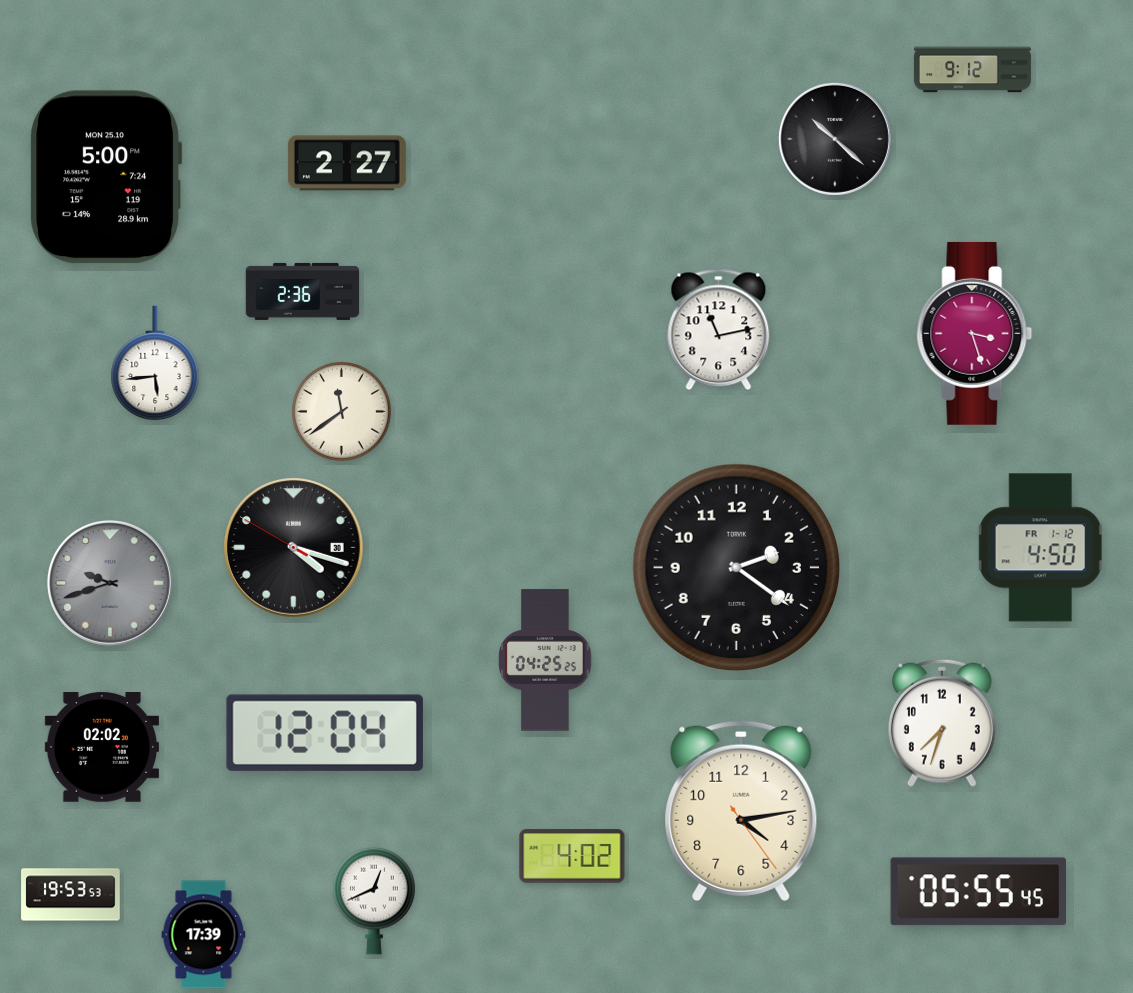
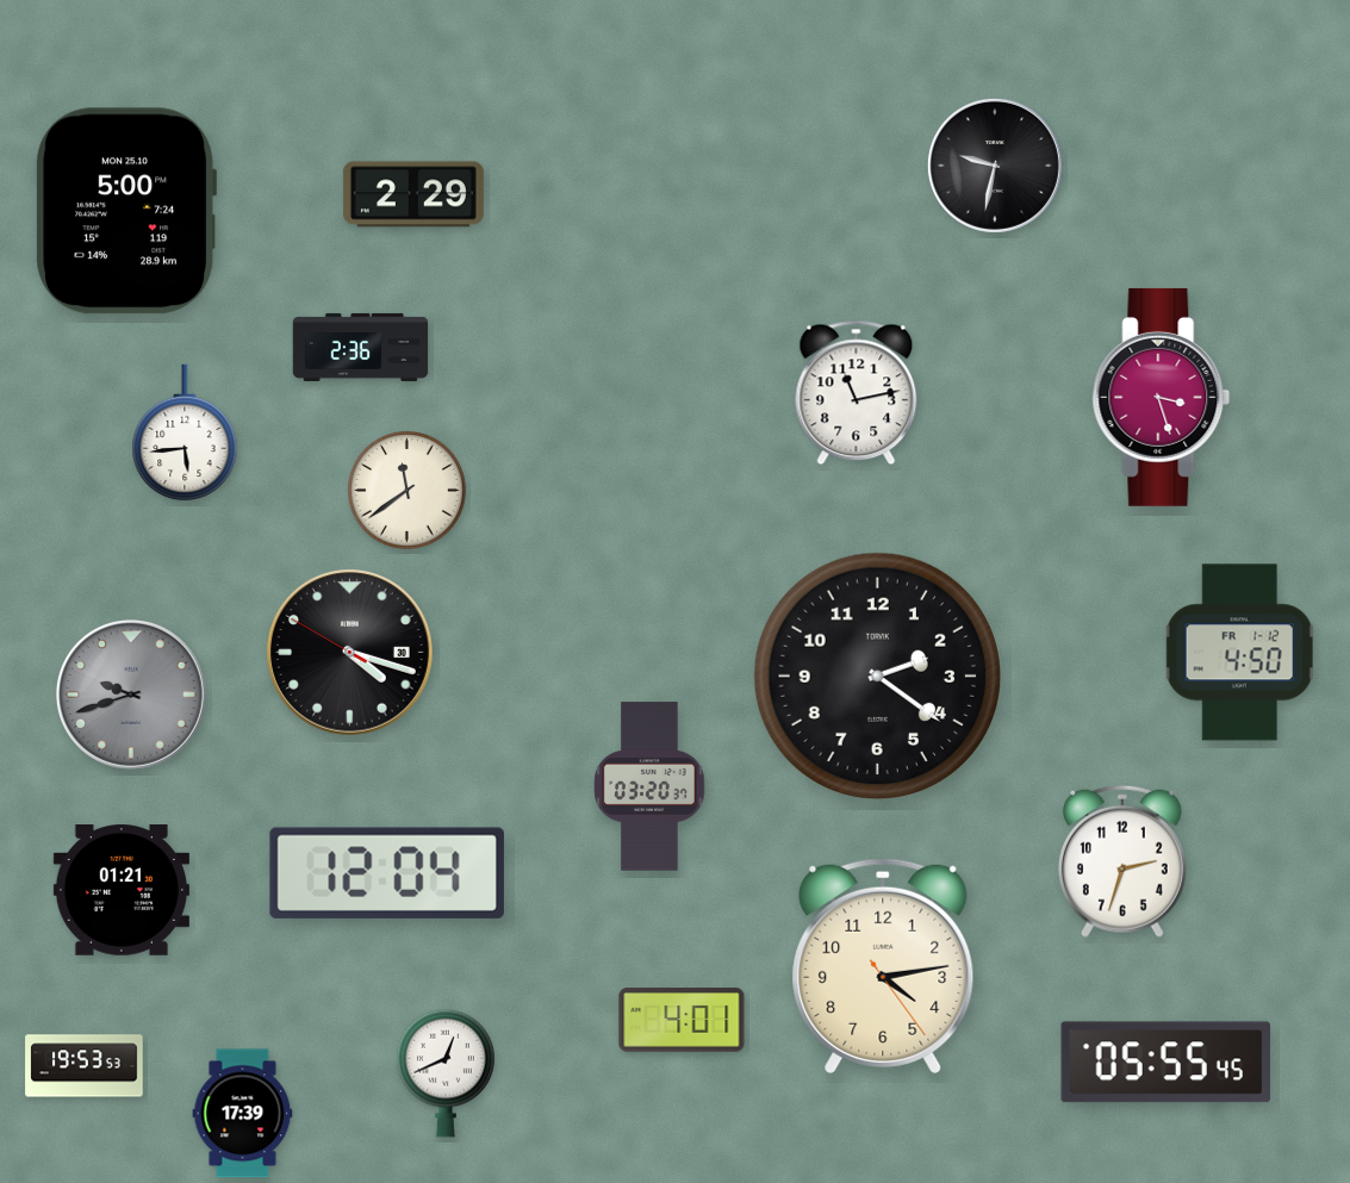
clock at (972, 70): 9:12 -> none
clock at (835, 139): 10:22 -> 9:32
clock at (347, 163): 2:27 -> 2:29
clock at (545, 660): 04:25 -> 03:20
clock at (942, 723): 7:33 -> 2:33
clock at (102, 748): 02:02 -> 01:21
clock at (572, 856): 4:02 -> 4:01
